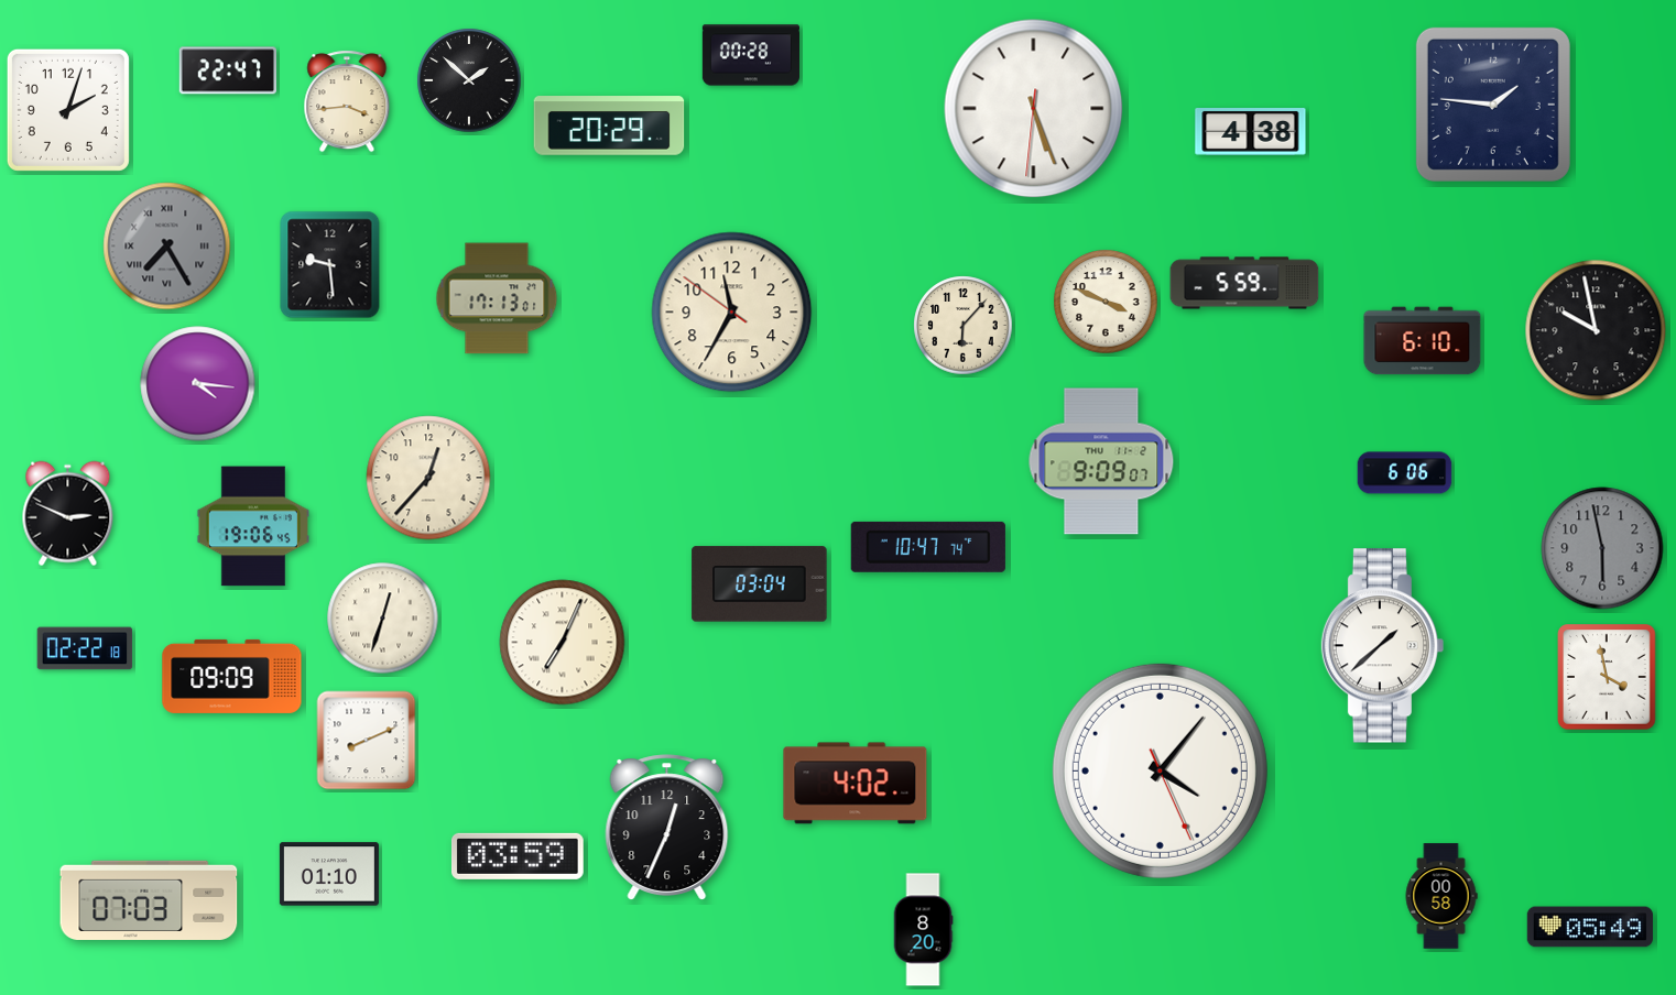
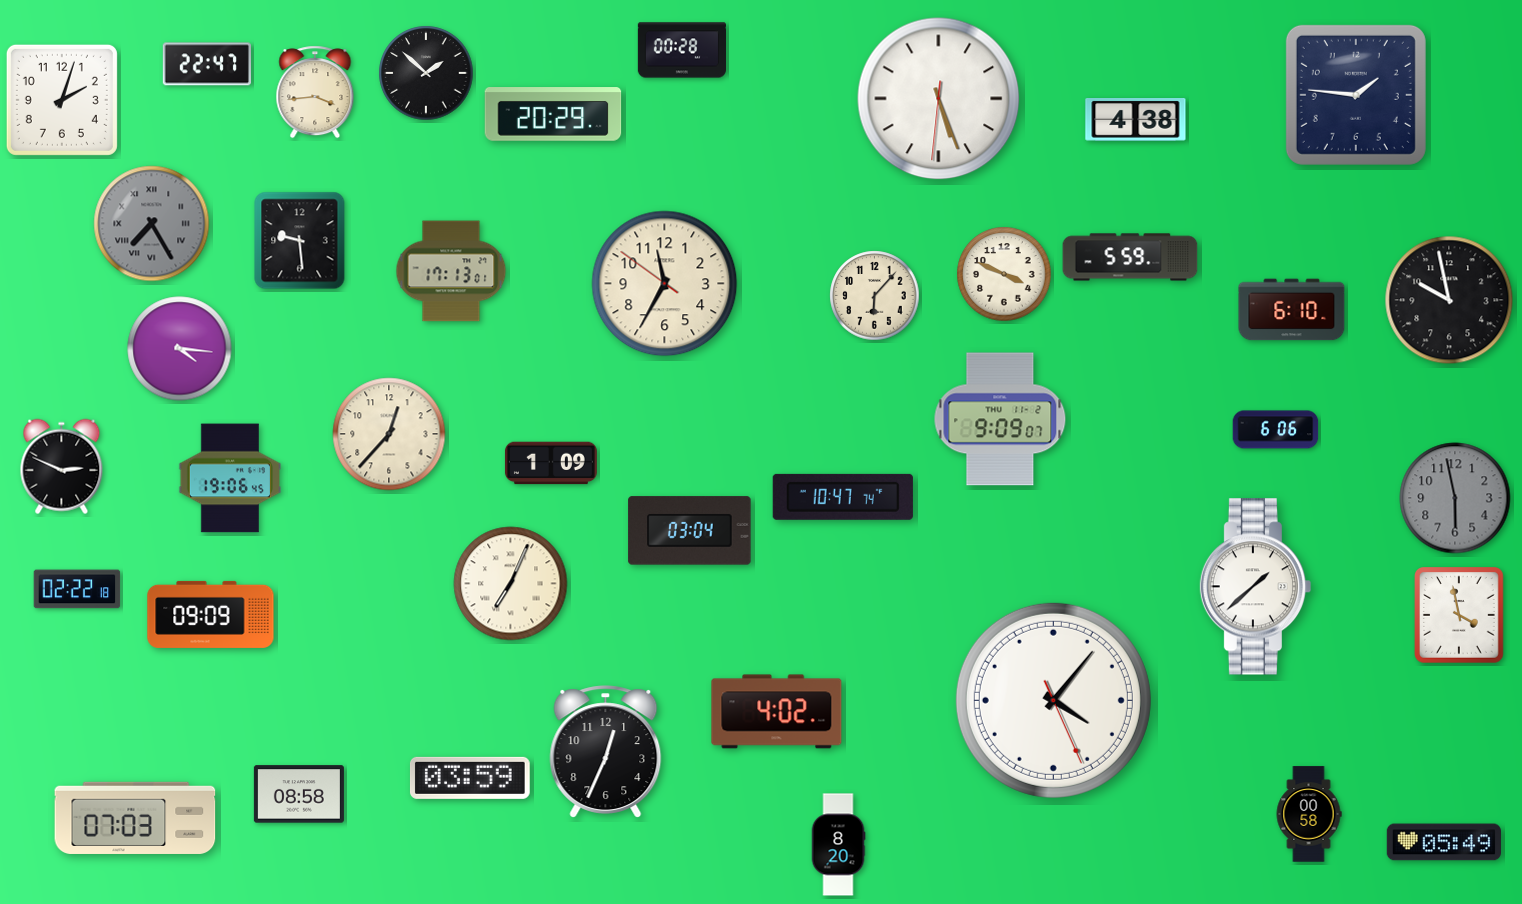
clock at (551, 463): none -> 1:09
clock at (383, 619): 12:33 -> none
clock at (367, 741): 8:11 -> none
clock at (329, 874): 01:10 -> 08:58
